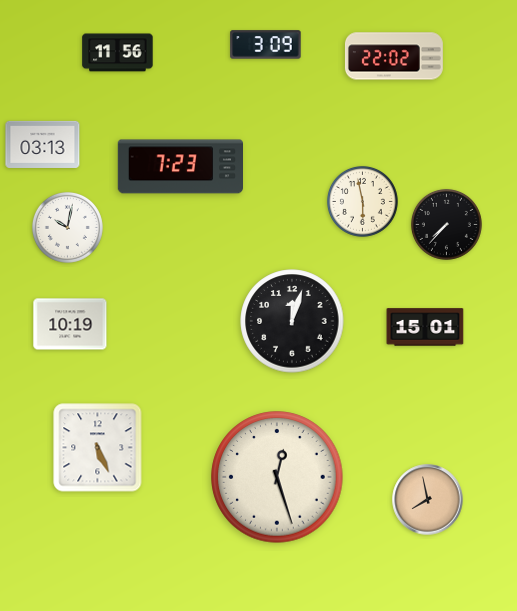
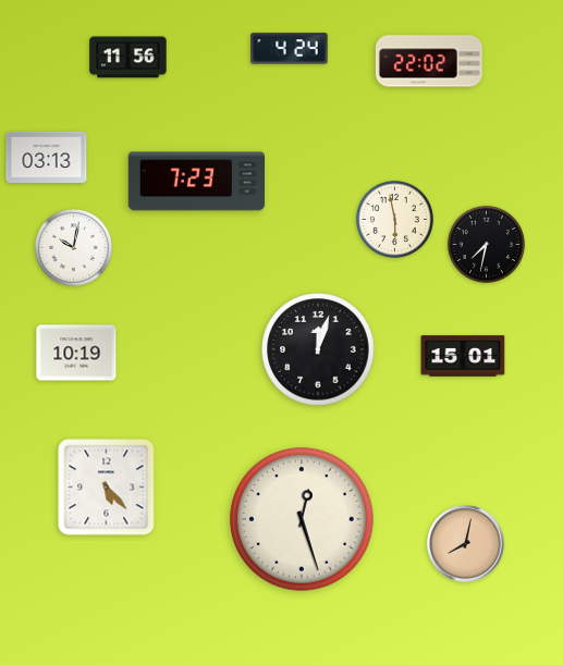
clock at (266, 45): 3:09 -> 4:24
clock at (446, 224): 7:37 -> 7:32
clock at (98, 448): 5:26 -> 5:23
clock at (428, 500): 7:58 -> 8:02
